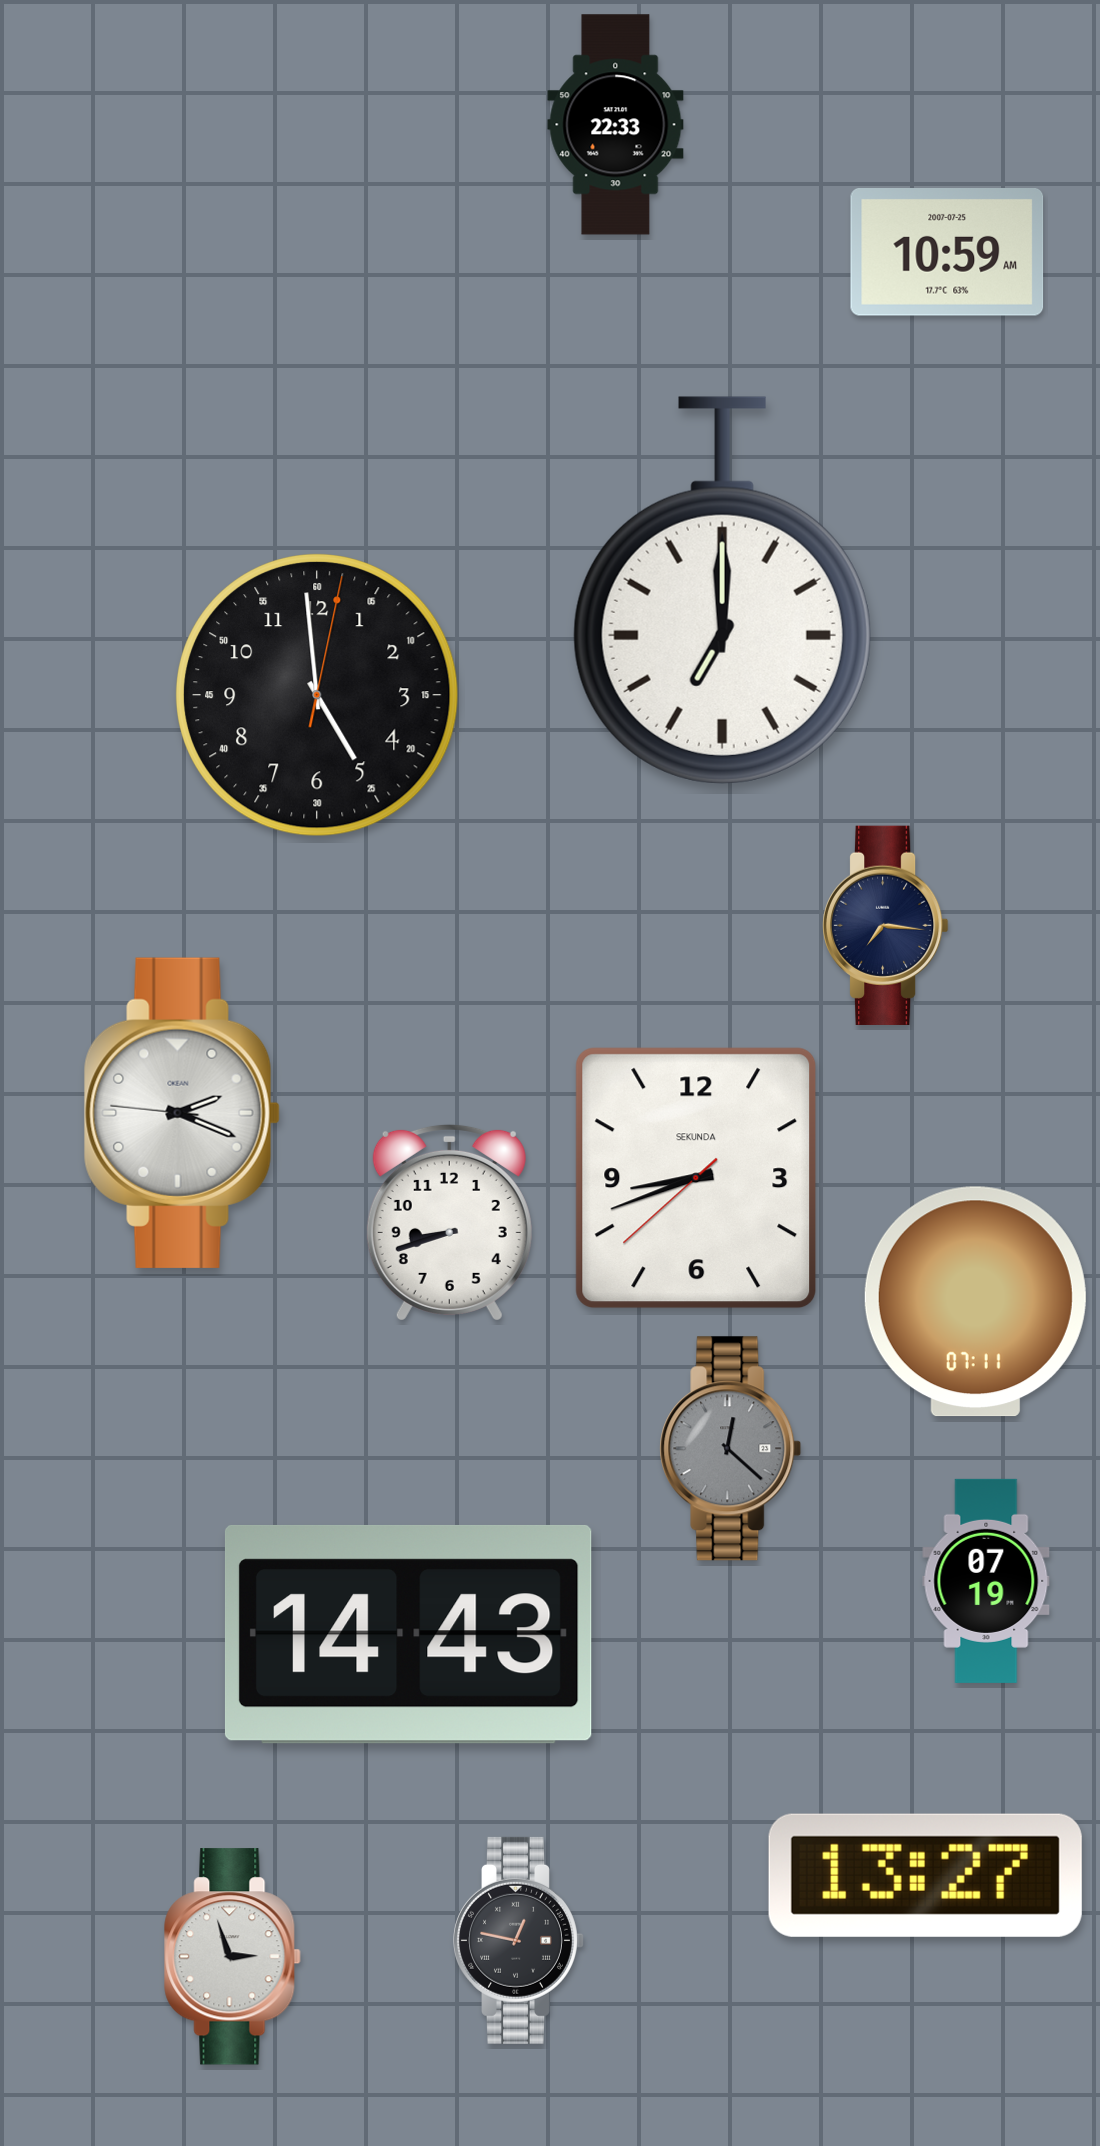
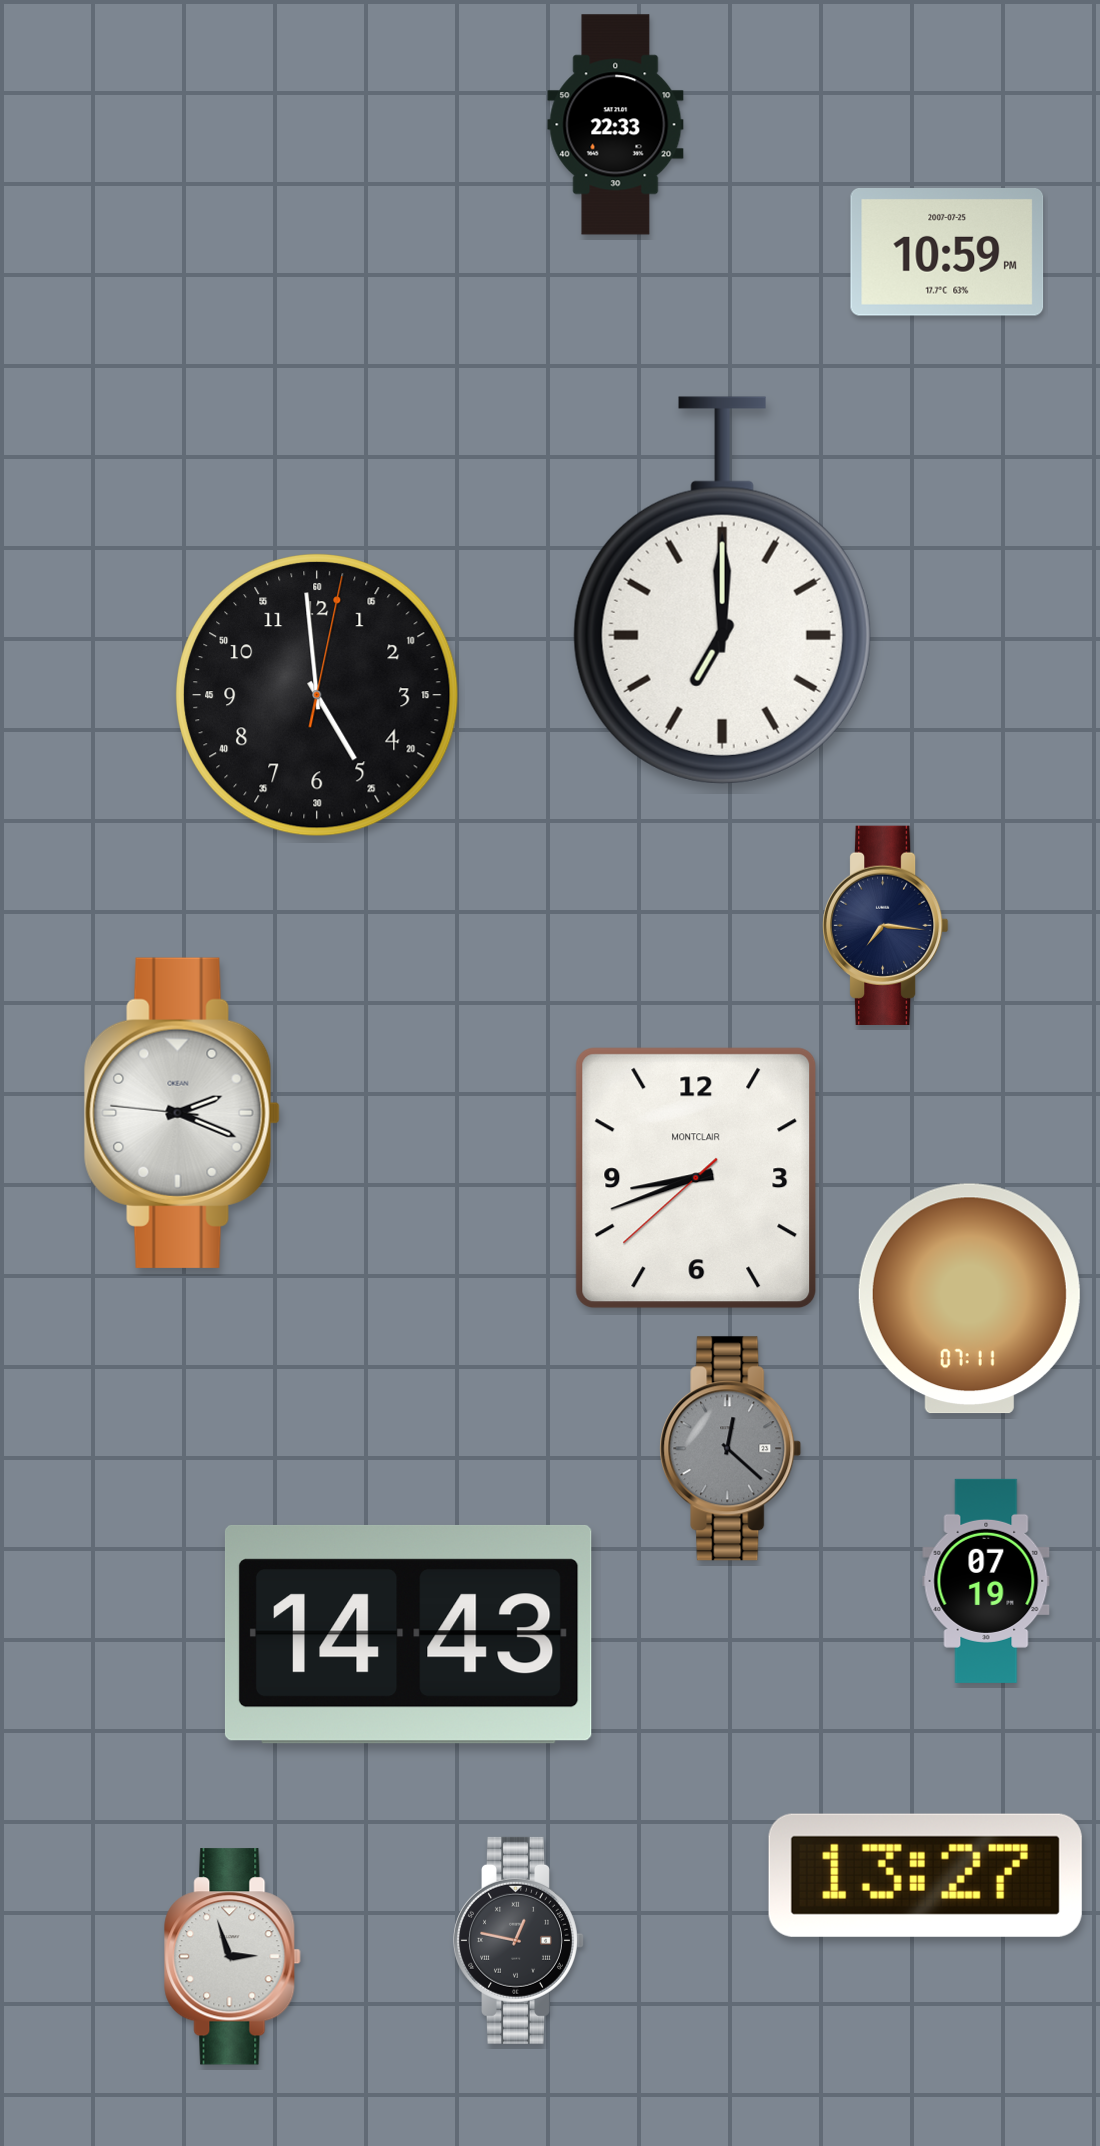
clock at (947, 252): 10:59 AM -> 10:59 PM
clock at (696, 1178) brand: SEKUNDA -> MONTCLAIR
clock at (449, 1222): 8:42 -> none
clock at (975, 1302) position: (975, 1302) -> (969, 1299)
